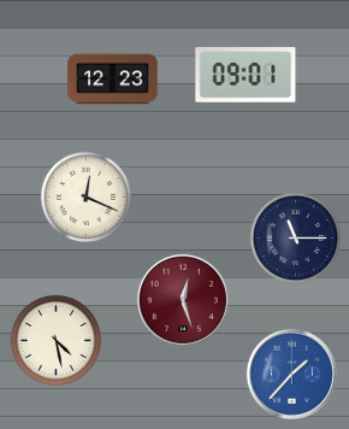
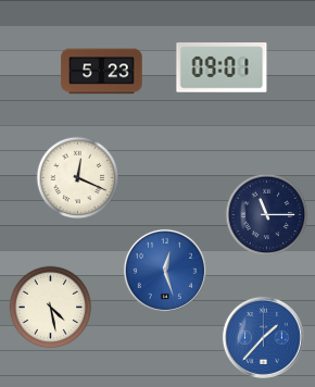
clock at (113, 80): 12:23 -> 5:23
clock at (183, 300) dial: burgundy -> blue
